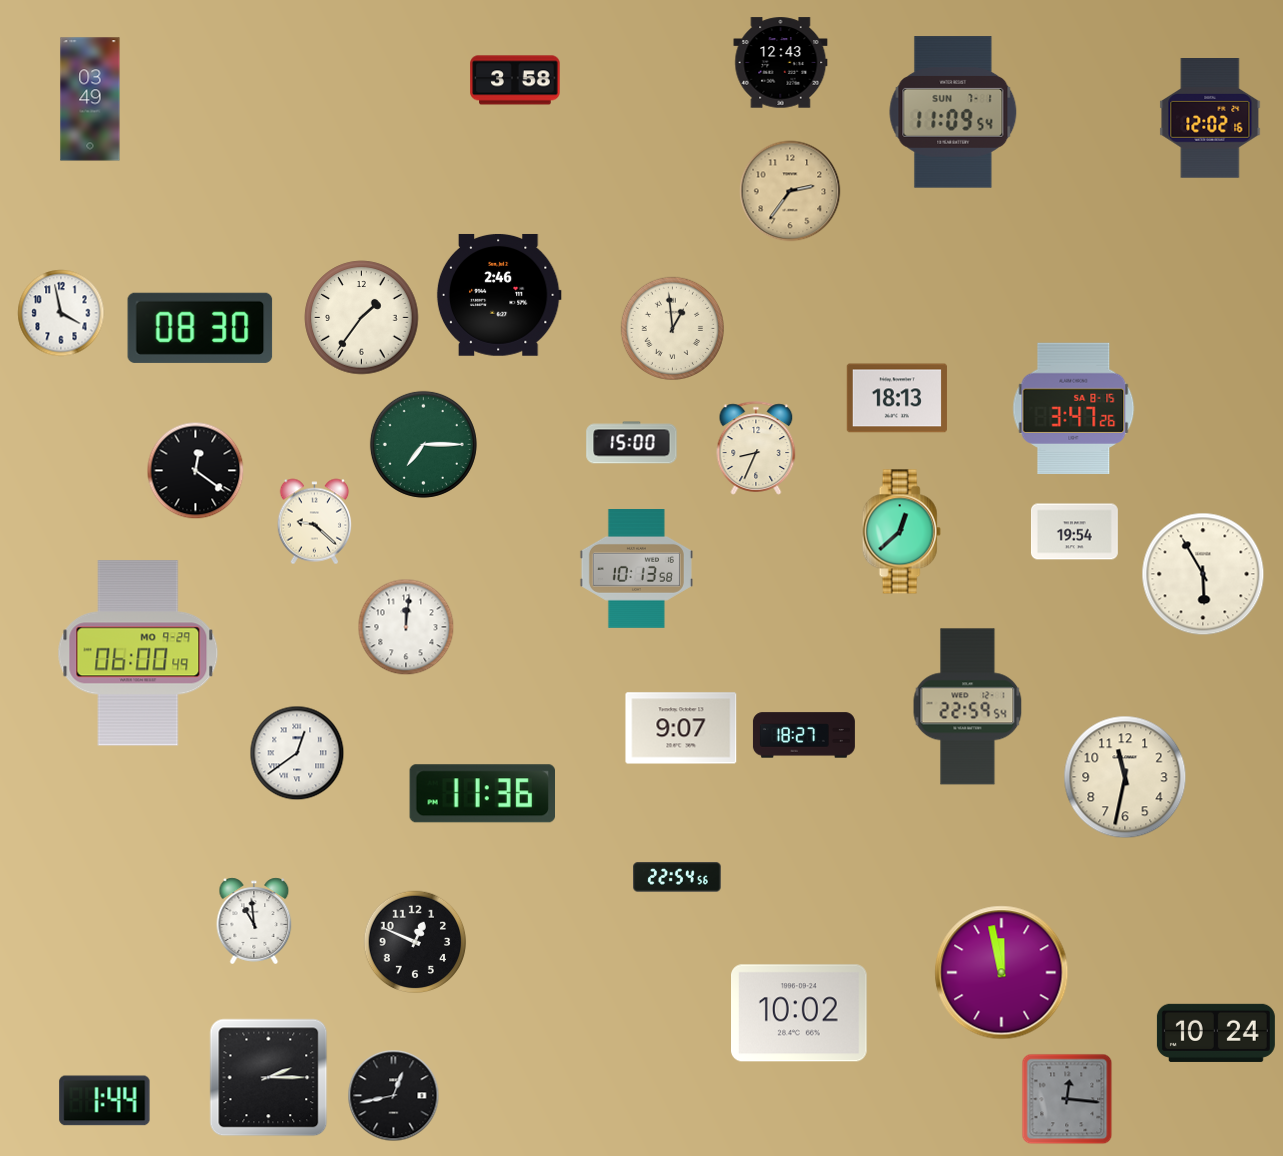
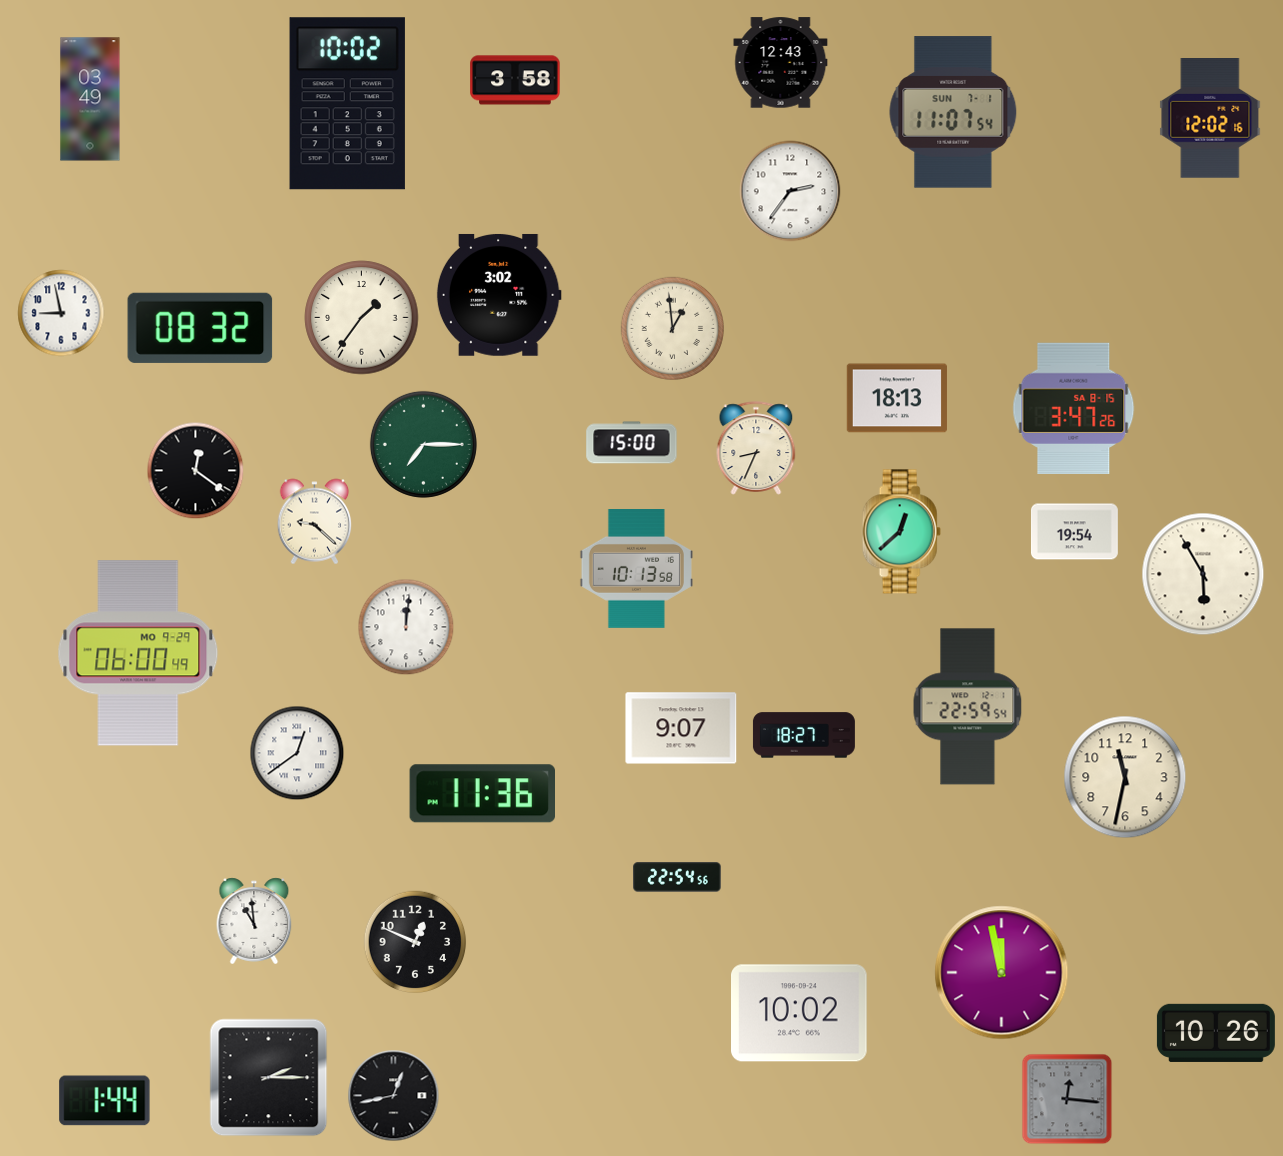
clock at (347, 104): none -> 10:02
clock at (953, 112): 11:09 -> 11:07
clock at (790, 191) dial: champagne -> white
clock at (499, 295): 2:46 -> 3:02
clock at (61, 313): 3:58 -> 8:58
clock at (200, 328): 08:30 -> 08:32
clock at (1216, 1033): 10:24 -> 10:26
